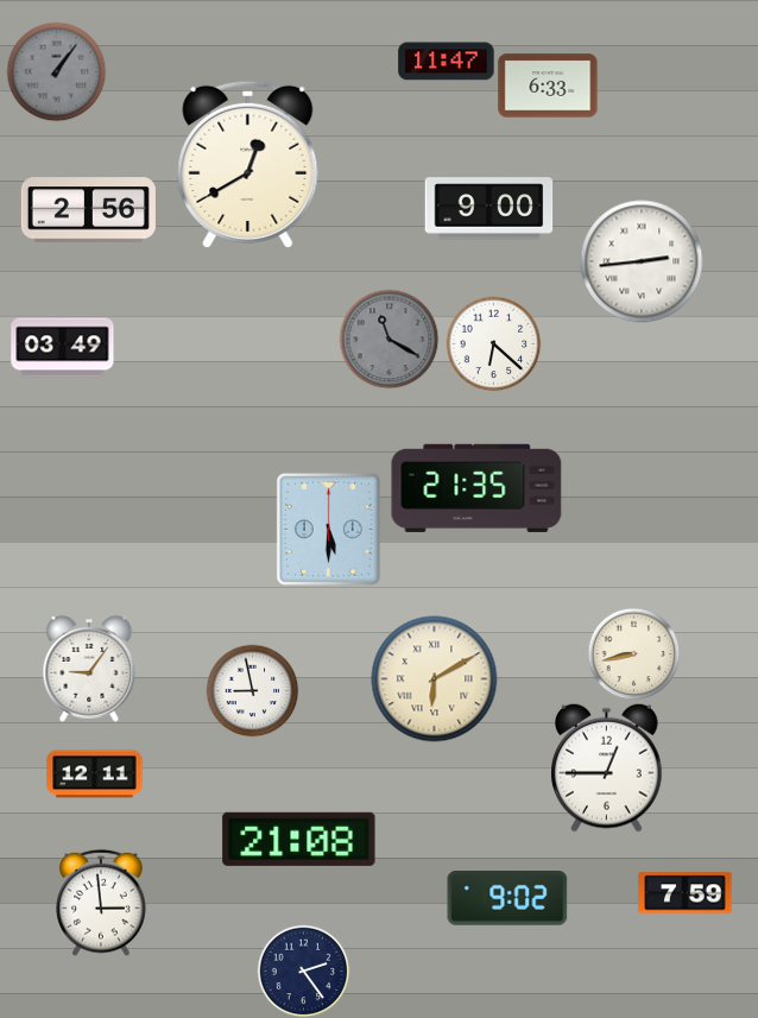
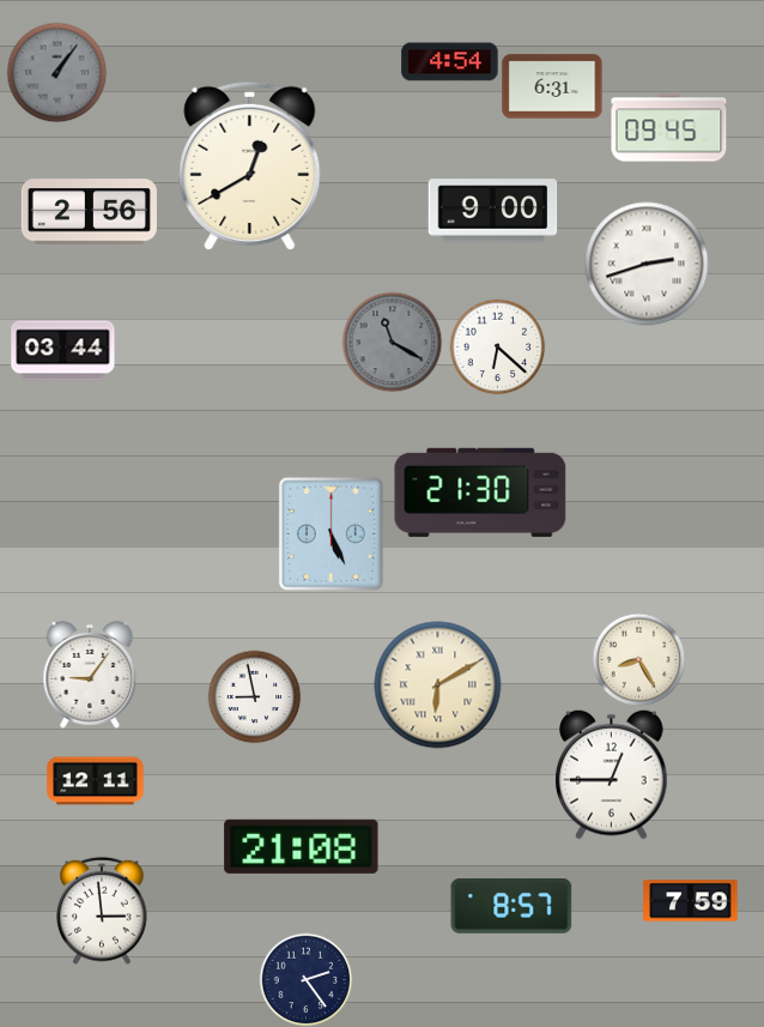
clock at (447, 62): 11:47 -> 4:54
clock at (548, 86): 6:33 -> 6:31
clock at (669, 128): none -> 09:45
clock at (642, 261): 2:44 -> 2:42
clock at (63, 348): 03:49 -> 03:44
clock at (476, 488): 21:35 -> 21:30
clock at (328, 529): 5:30 -> 5:26
clock at (633, 653): 8:43 -> 8:25
clock at (507, 898): 9:02 -> 8:57
